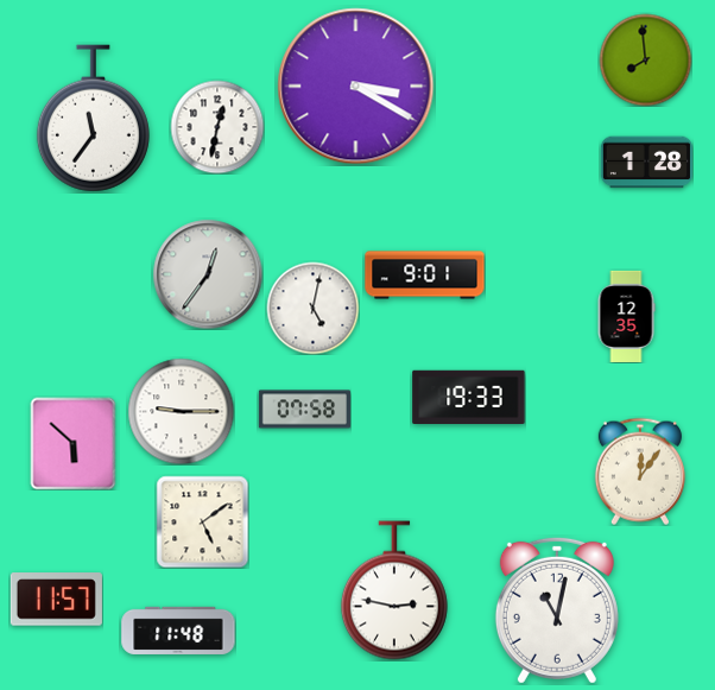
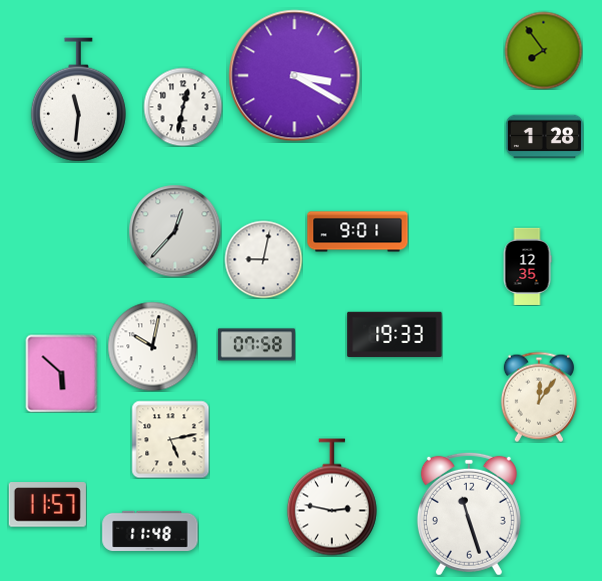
clock at (645, 59): 7:59 -> 7:54
clock at (356, 87) position: (356, 87) -> (295, 76)
clock at (93, 119): 11:36 -> 11:31
clock at (208, 274): 12:36 -> 12:37
clock at (312, 308): 5:02 -> 9:02
clock at (181, 411): 9:15 -> 10:02
clock at (202, 521): 5:09 -> 5:13
clock at (557, 610): 11:02 -> 11:27
